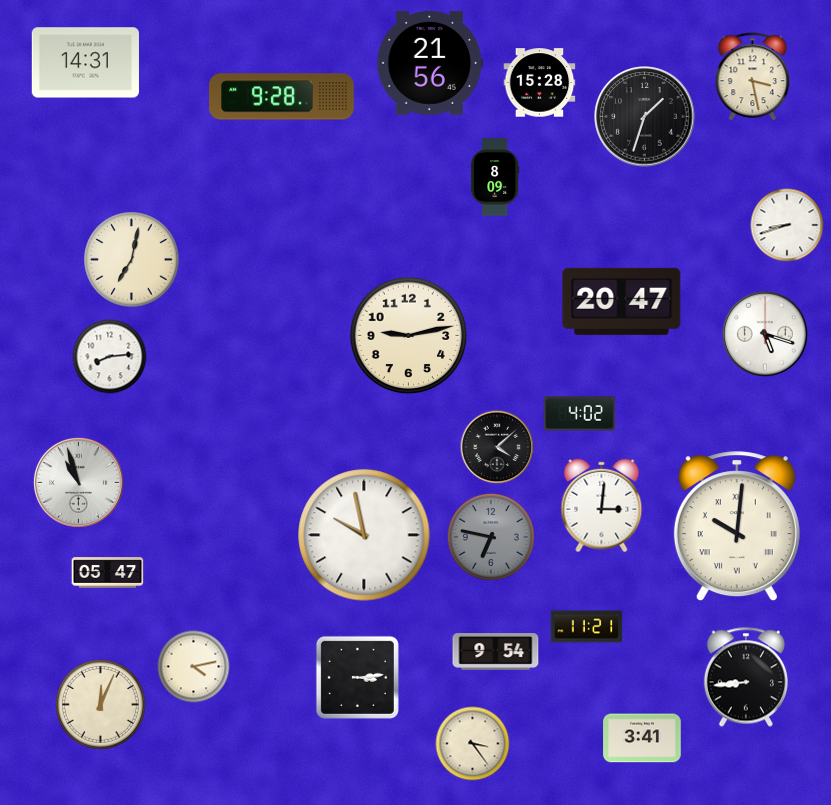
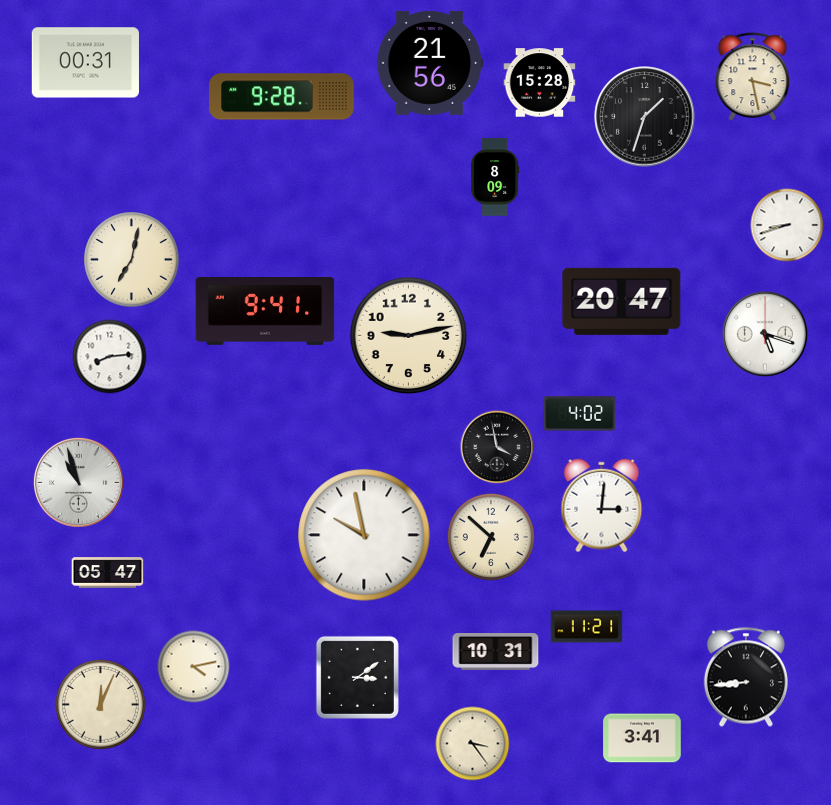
clock at (85, 63): 14:31 -> 00:31
clock at (265, 312): none -> 9:41
clock at (497, 447): 4:08 -> 3:58
clock at (737, 527): 10:01 -> none
clock at (491, 537): 6:47 -> 6:52
clock at (491, 537) dial: grey -> cream
clock at (496, 652): 9:54 -> 10:31
clock at (357, 677): 3:14 -> 3:09
